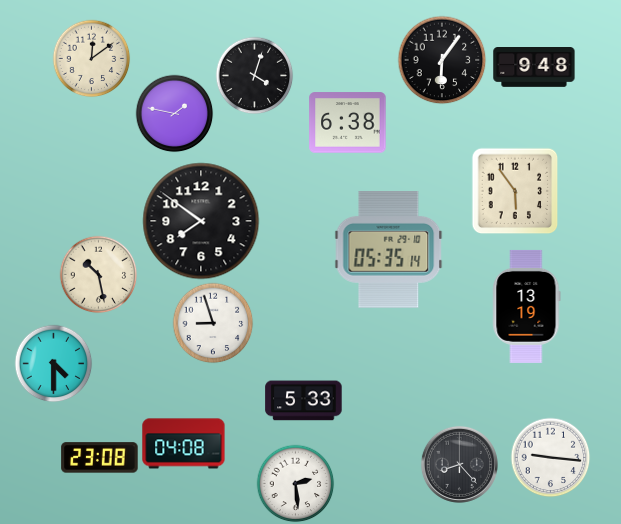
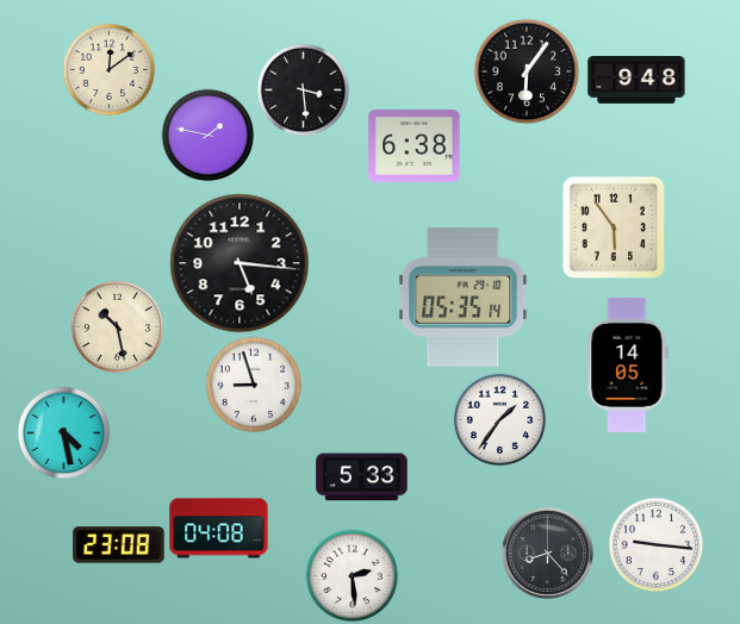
clock at (254, 75): 4:03 -> 3:29
clock at (201, 221): 7:51 -> 5:16
clock at (527, 306): 13:19 -> 14:05
clock at (499, 419): none -> 1:36
clock at (53, 363): 4:30 -> 4:28
